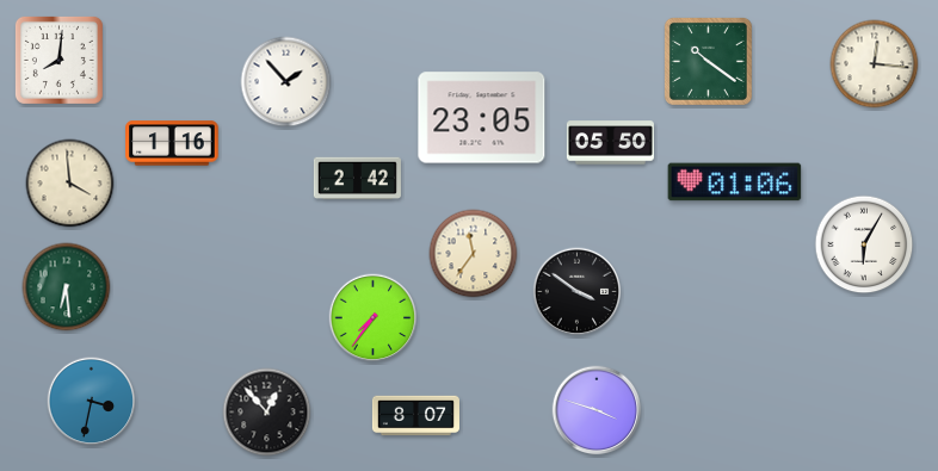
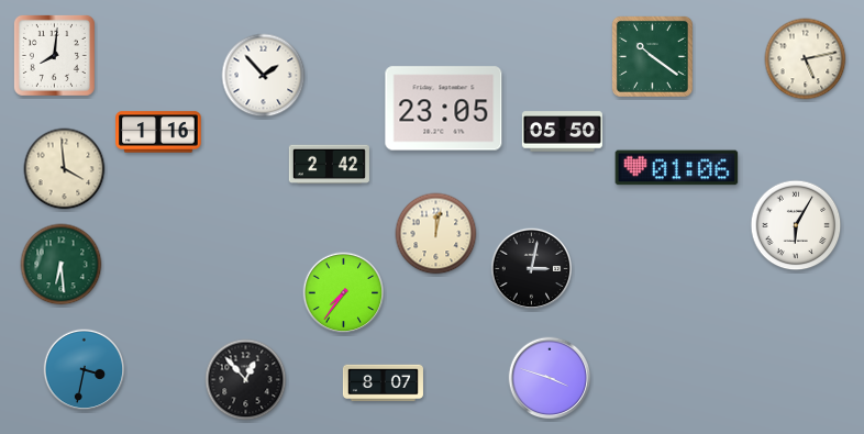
clock at (875, 64): 12:16 -> 5:13
clock at (474, 254): 11:36 -> 12:02
clock at (578, 292): 3:51 -> 3:02
